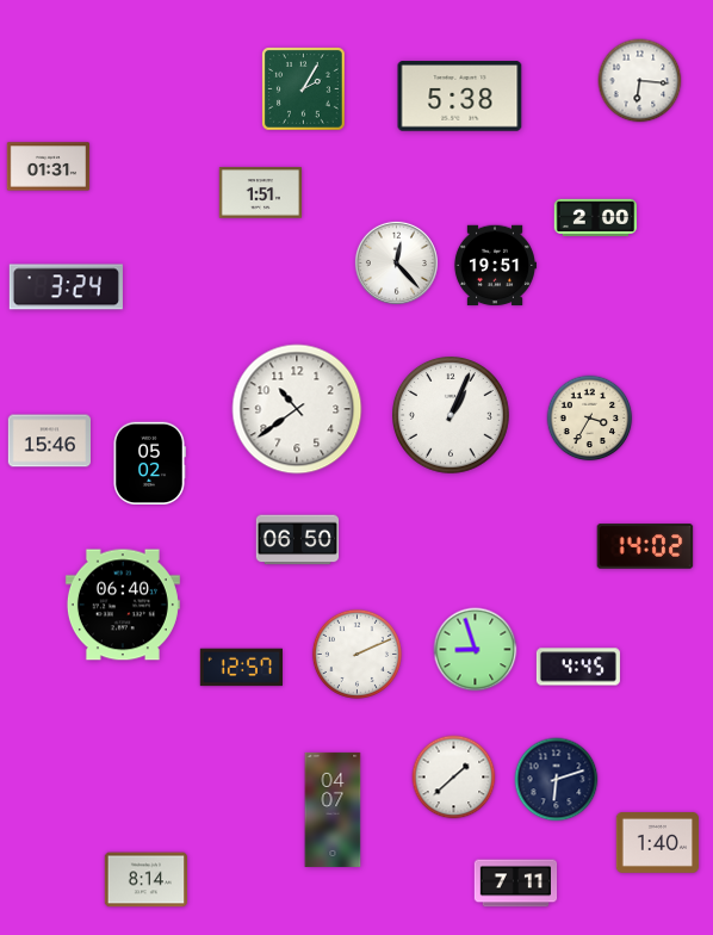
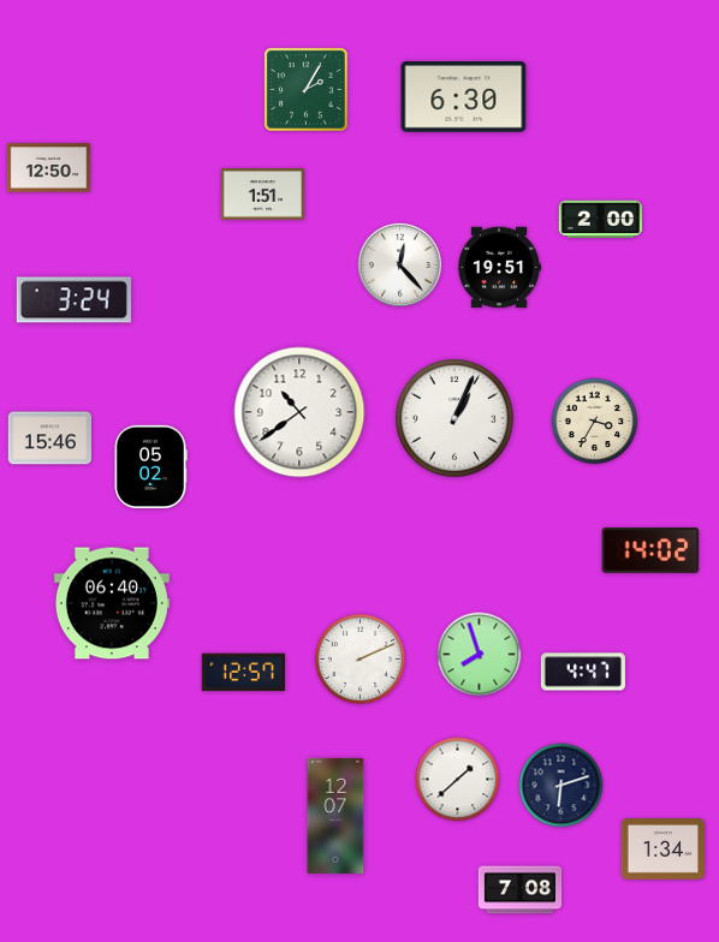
clock at (640, 81): 6:16 -> none
clock at (460, 97): 5:38 -> 6:30
clock at (49, 167): 01:31 -> 12:50
clock at (66, 287) position: (66, 287) -> (73, 300)
clock at (49, 441) position: (49, 441) -> (49, 439)
clock at (298, 540): 06:50 -> none
clock at (123, 605) position: (123, 605) -> (112, 603)
clock at (476, 650): 8:57 -> 7:57
clock at (578, 667): 4:45 -> 4:47
clock at (454, 778) position: (454, 778) -> (458, 780)
clock at (333, 810): 04:07 -> 12:07
clock at (658, 843): 1:40 -> 1:34
clock at (145, 880): 8:14 -> none
clock at (516, 884): 7:11 -> 7:08
